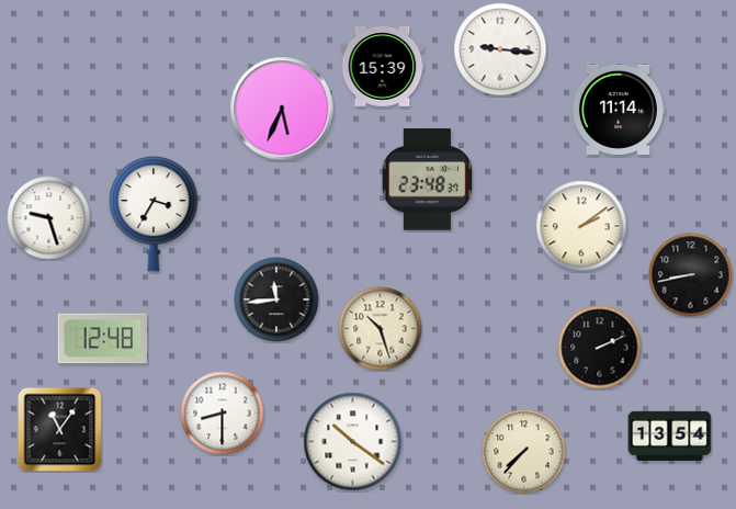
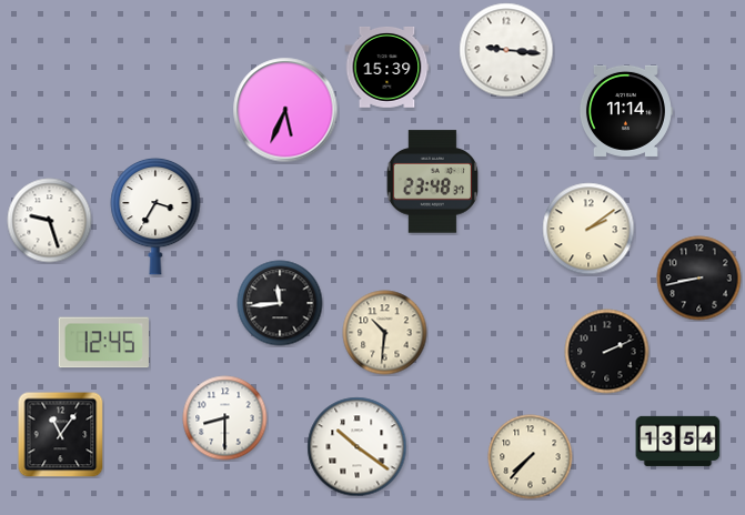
clock at (381, 329): 10:27 -> 10:31
clock at (102, 339): 12:48 -> 12:45
